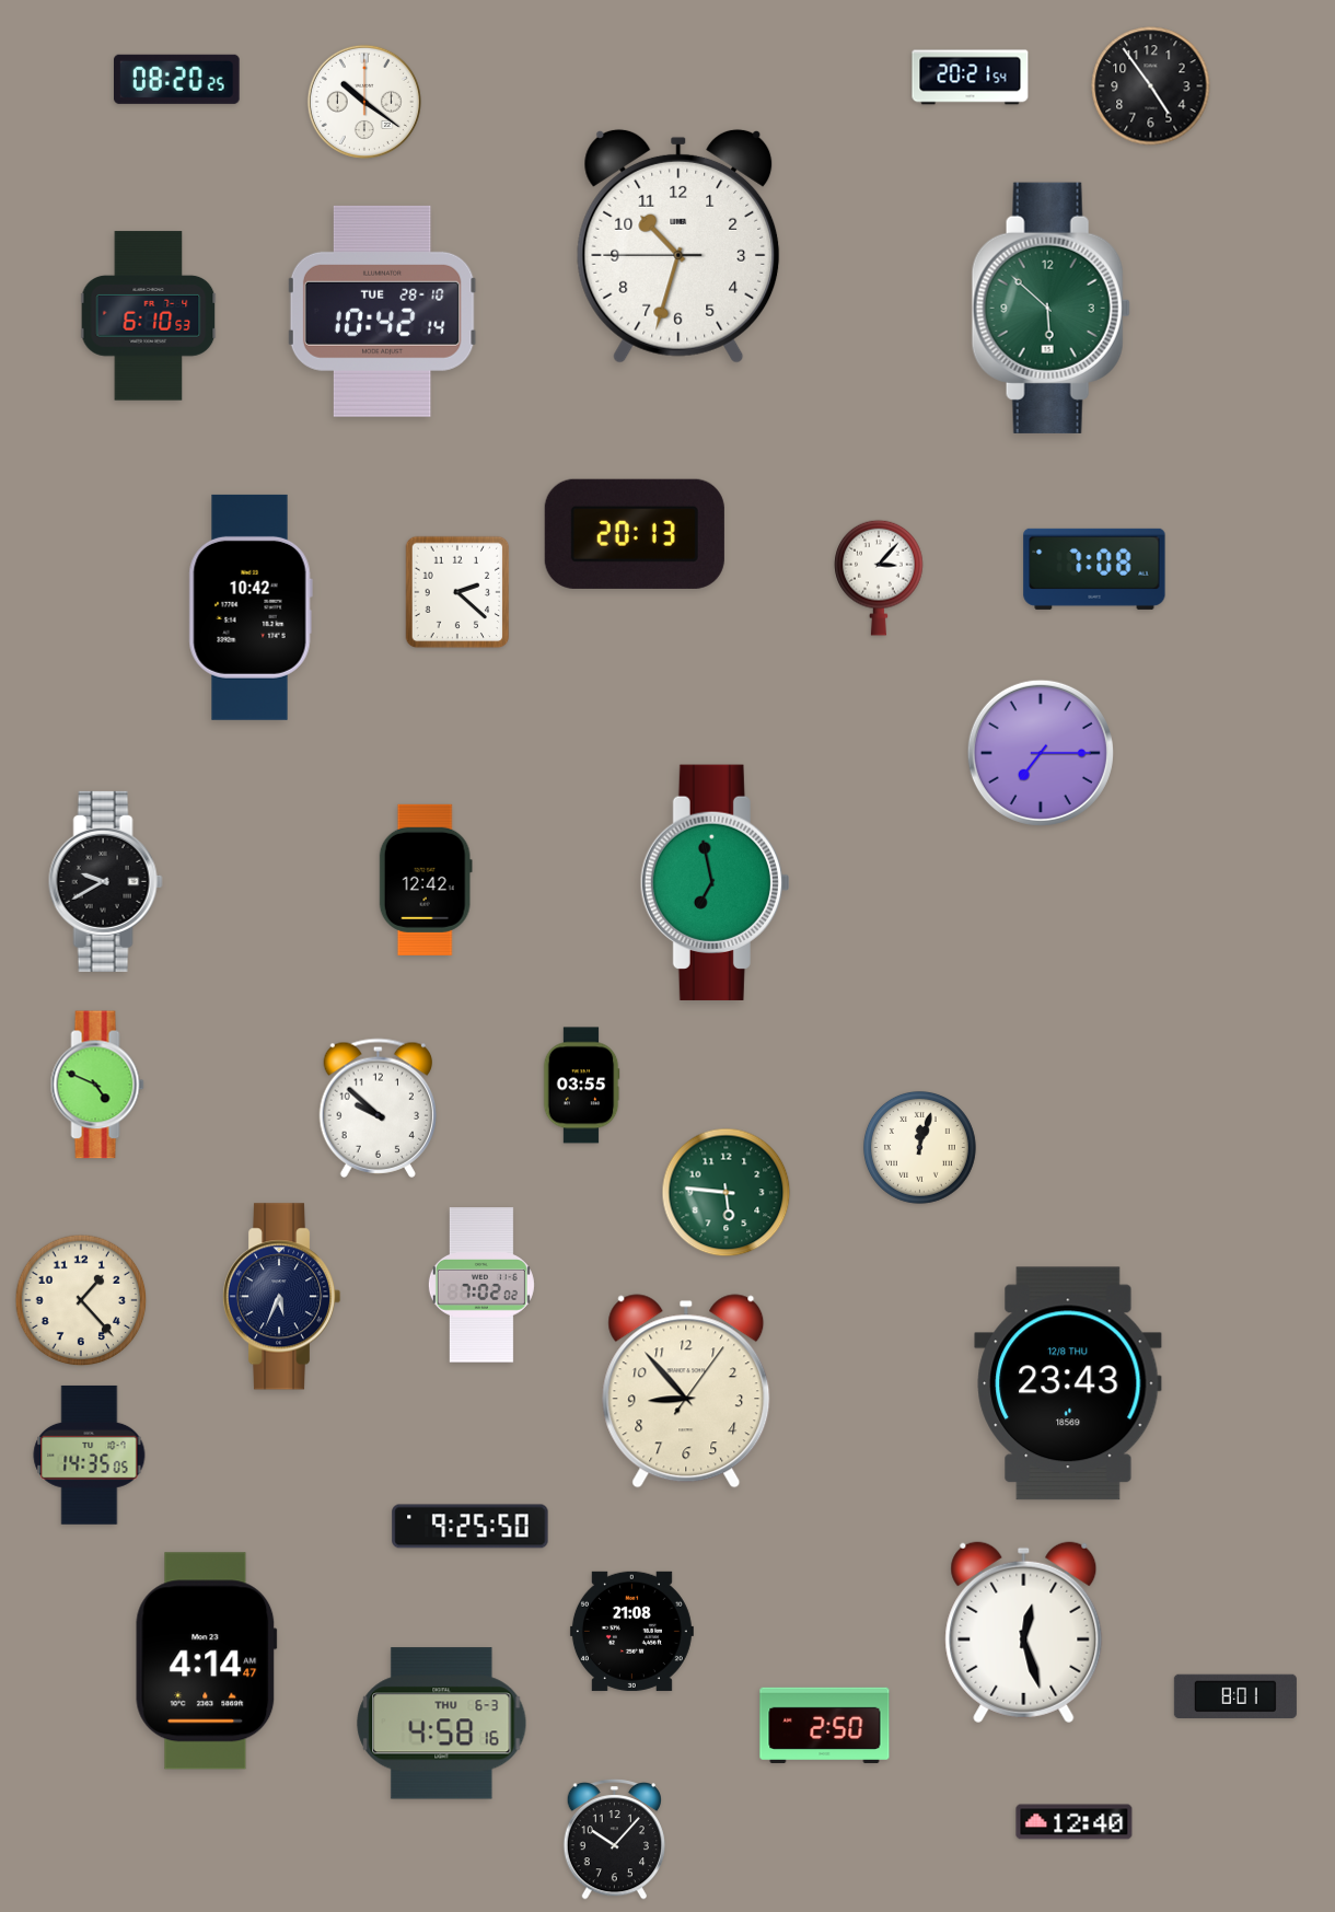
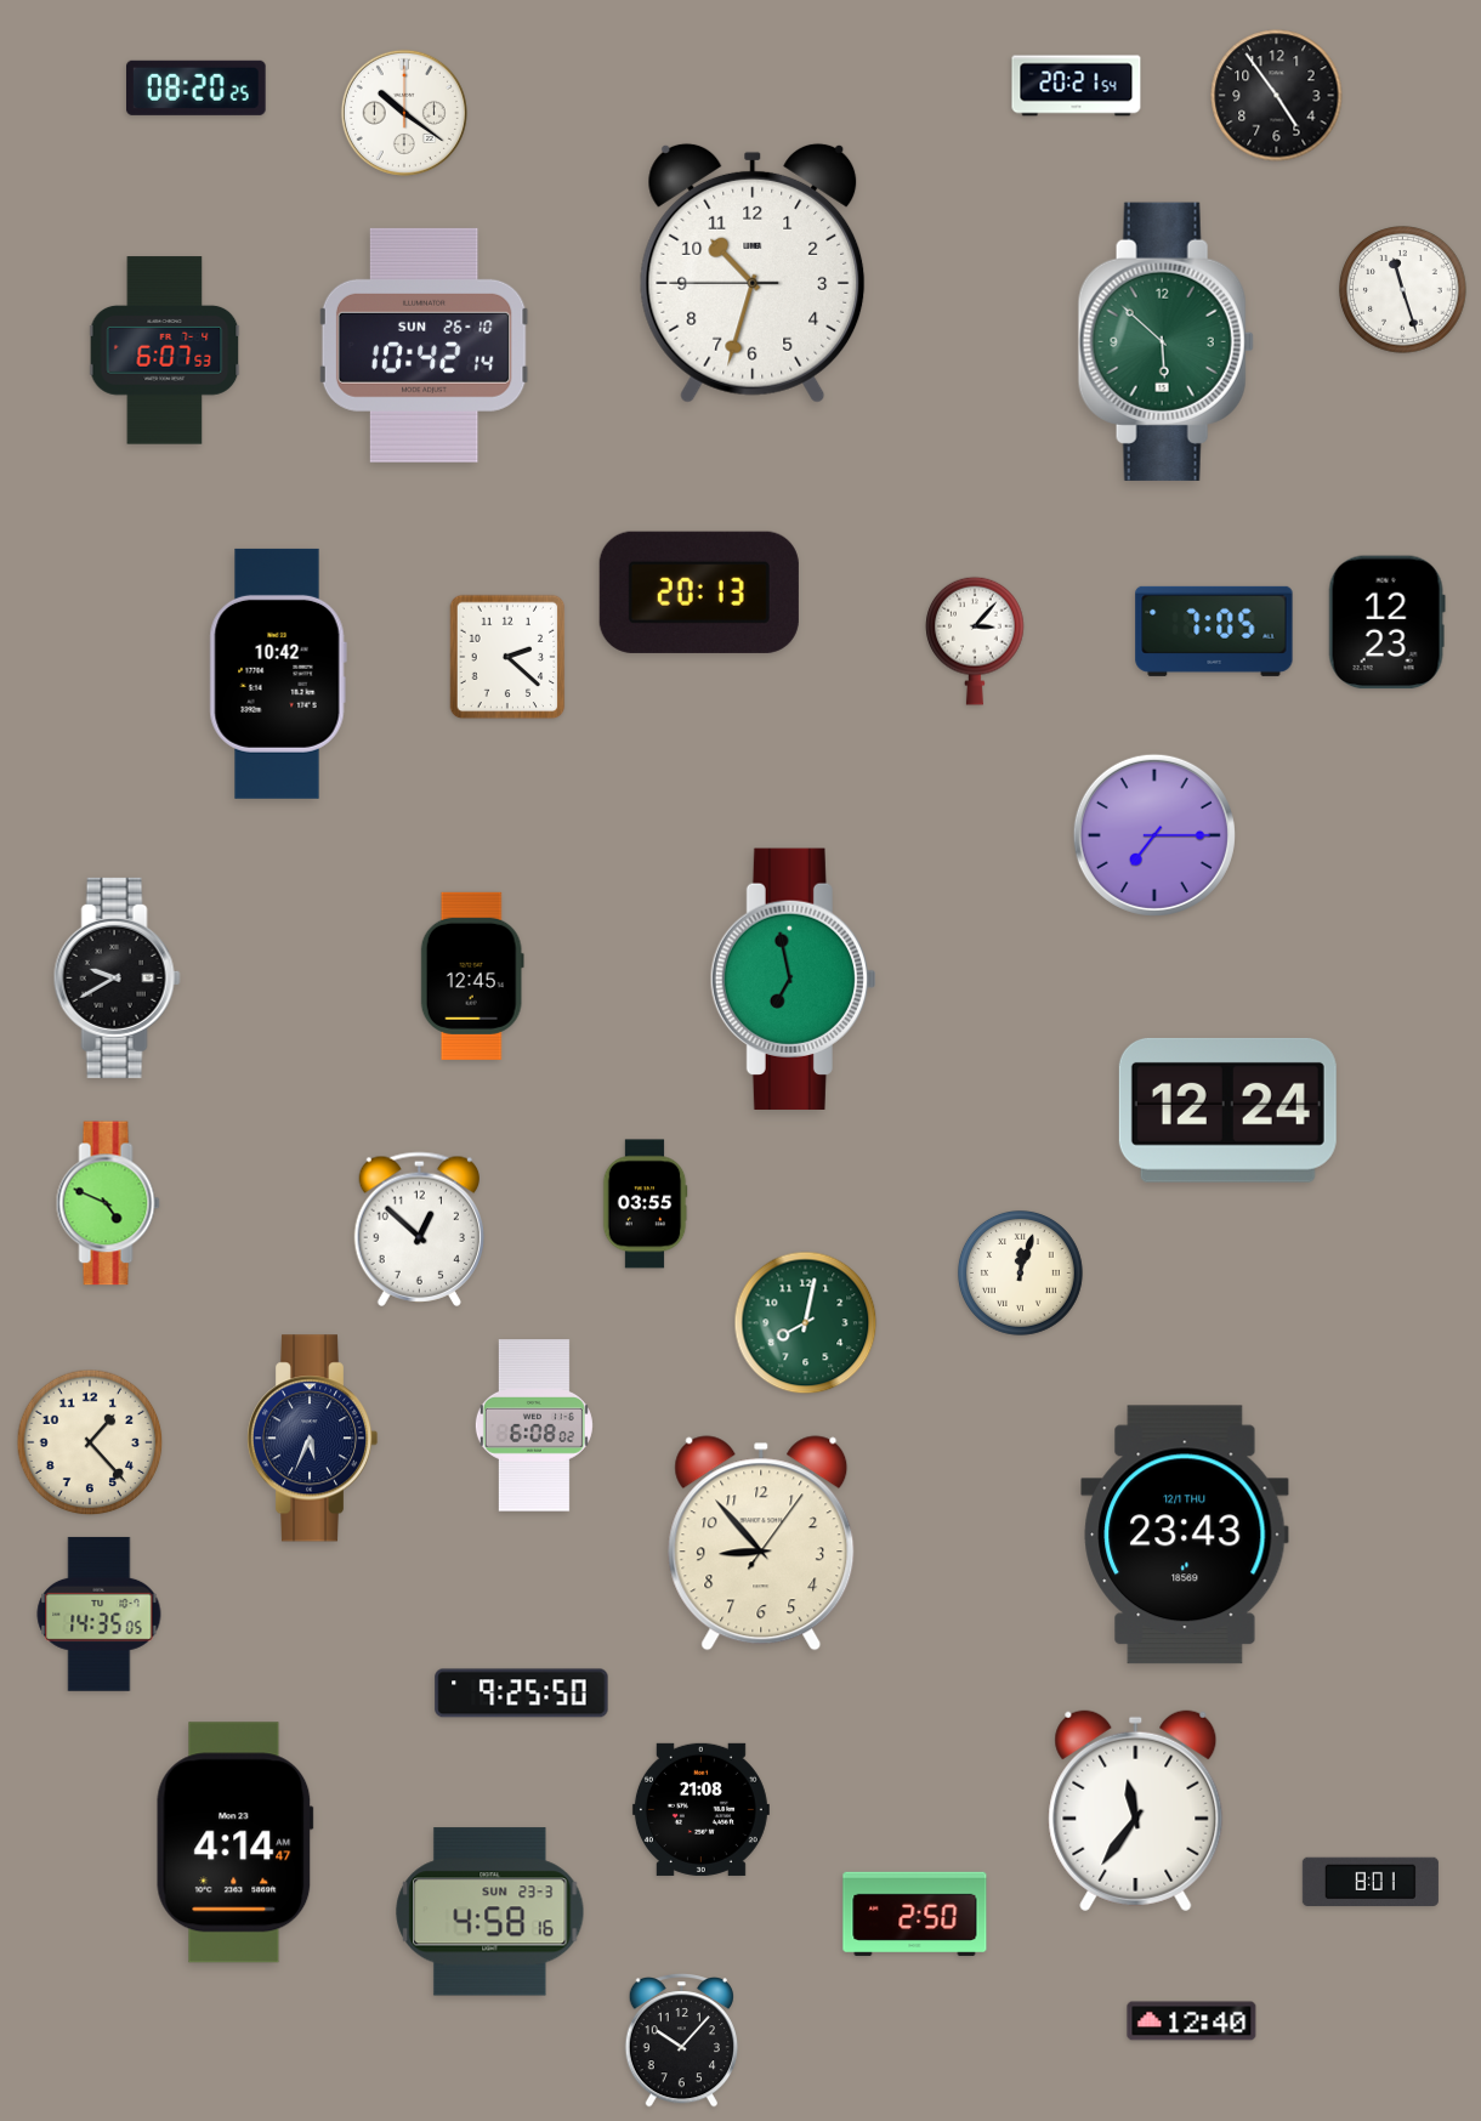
clock at (1403, 290): none -> 11:27
clock at (382, 311) date: TUE 28-10 -> SUN 26-10
clock at (149, 316): 6:10 -> 6:07
clock at (635, 534) position: (635, 534) -> (699, 592)
clock at (1386, 623): none -> 12:23
clock at (1094, 569): 7:08 -> 7:05
clock at (426, 880): 12:42 -> 12:45
clock at (1227, 1110): none -> 12:24
clock at (378, 1108): 9:52 -> 12:52
clock at (727, 1193): 5:46 -> 8:02
clock at (481, 1285): 7:02 -> 6:08
clock at (1068, 1383) date: 12/8 THU -> 12/1 THU
clock at (1024, 1633): 12:27 -> 11:36
clock at (207, 1661) position: (207, 1661) -> (236, 1843)
clock at (442, 1724) date: THU 6-3 -> SUN 23-3
